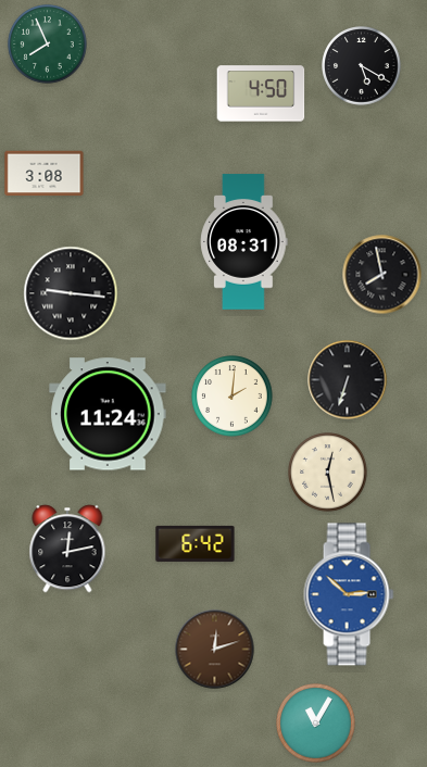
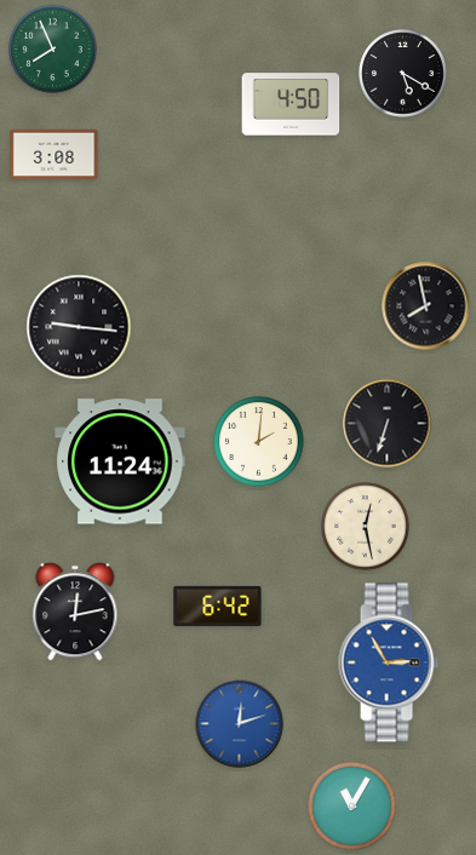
clock at (45, 174) position: (45, 174) -> (55, 155)
clock at (244, 242): 08:31 -> none
clock at (349, 594): 2:52 -> 2:55
clock at (215, 650) dial: brown -> blue
